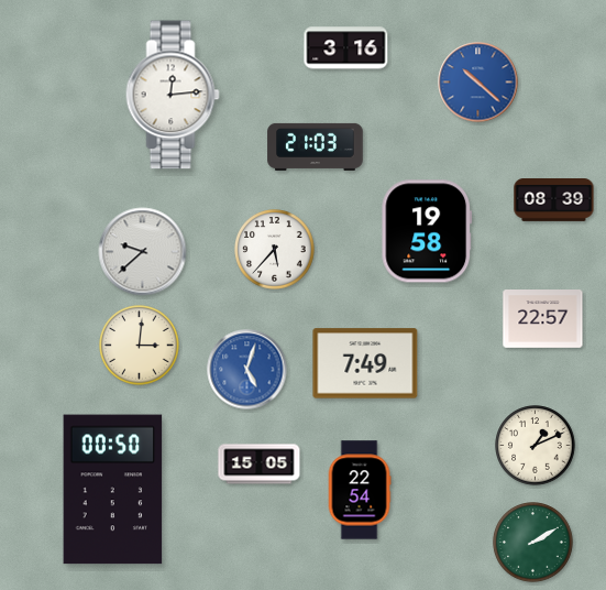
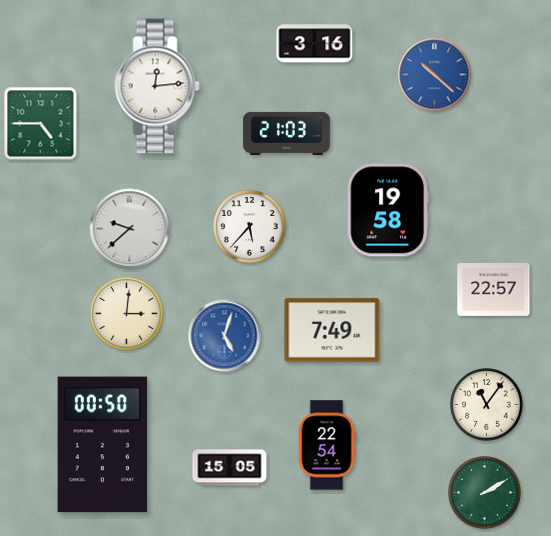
clock at (41, 124): none -> 4:45
clock at (554, 200): 08:39 -> none
clock at (536, 446): 1:11 -> 11:06
clock at (260, 465) position: (260, 465) -> (230, 468)
